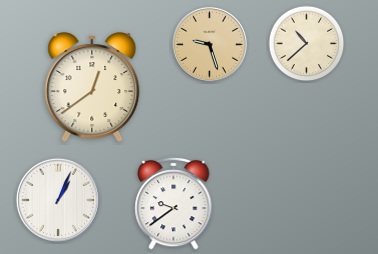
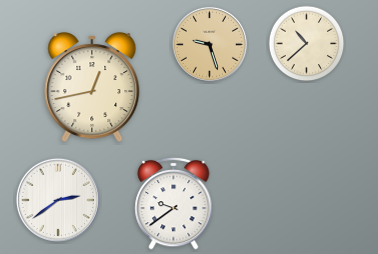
clock at (92, 88): 12:39 -> 12:43
clock at (58, 200): 1:04 -> 2:39
